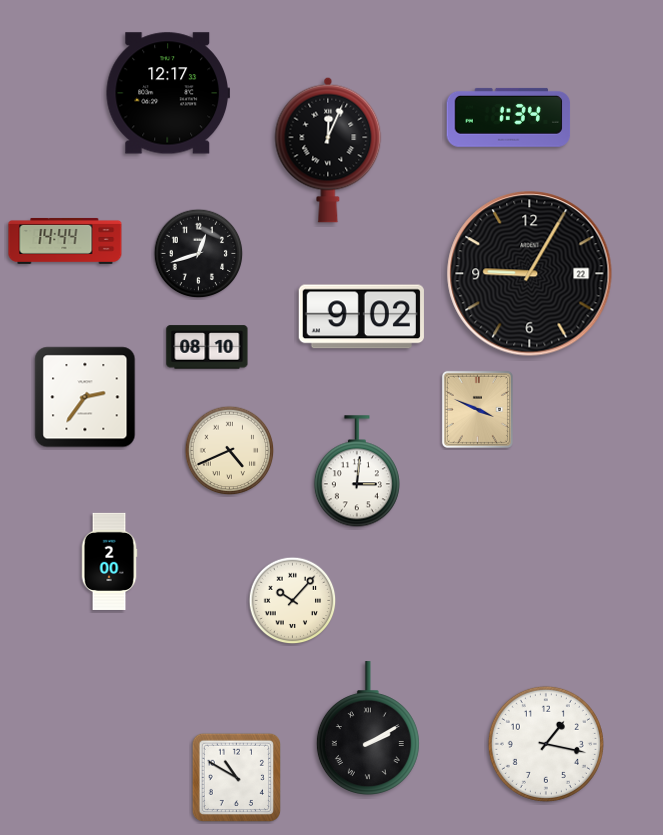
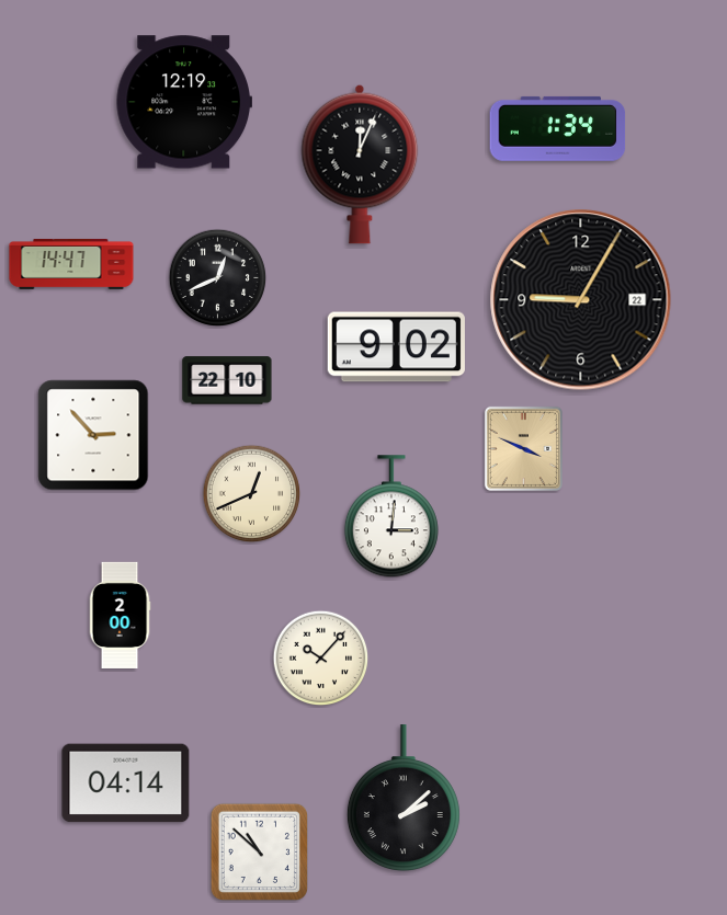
clock at (167, 93): 12:17 -> 12:19
clock at (65, 241): 14:44 -> 14:47
clock at (199, 254): 12:42 -> 12:41
clock at (207, 347): 08:10 -> 22:10
clock at (85, 397): 2:36 -> 2:53
clock at (230, 451): 4:41 -> 12:41
clock at (126, 784): none -> 04:14
clock at (368, 728): 2:10 -> 2:08
clock at (546, 744): 1:17 -> none
clock at (236, 777): 10:50 -> 10:52
